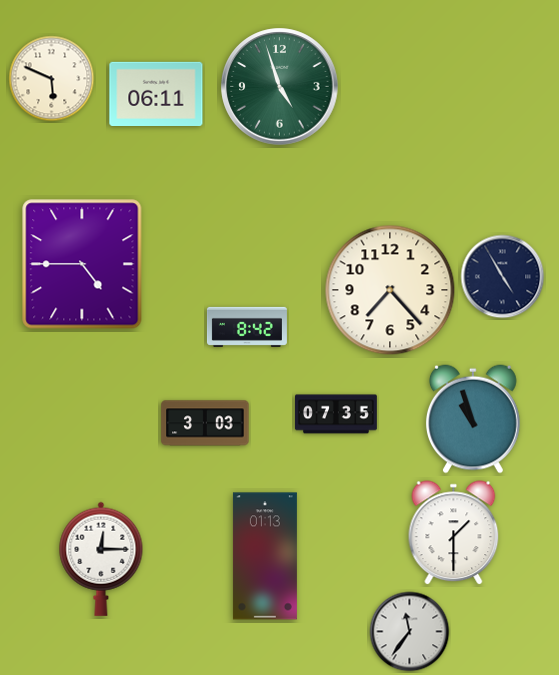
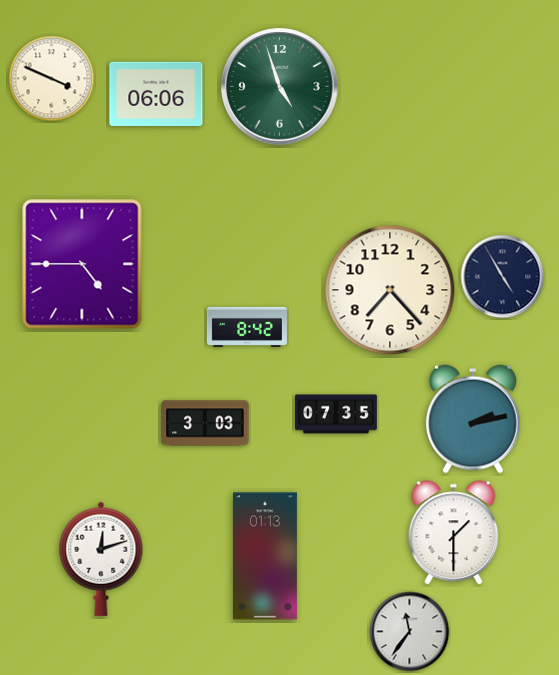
clock at (52, 79): 5:49 -> 3:49
clock at (156, 93): 06:11 -> 06:06
clock at (473, 419): 10:57 -> 2:13
clock at (101, 559): 12:15 -> 12:12
